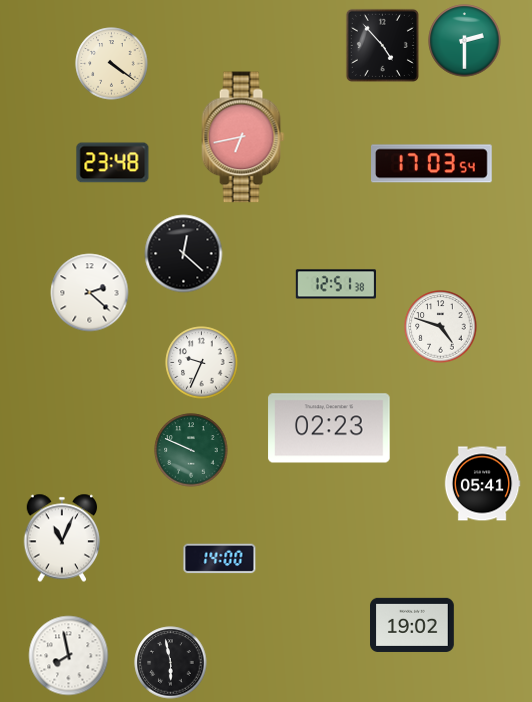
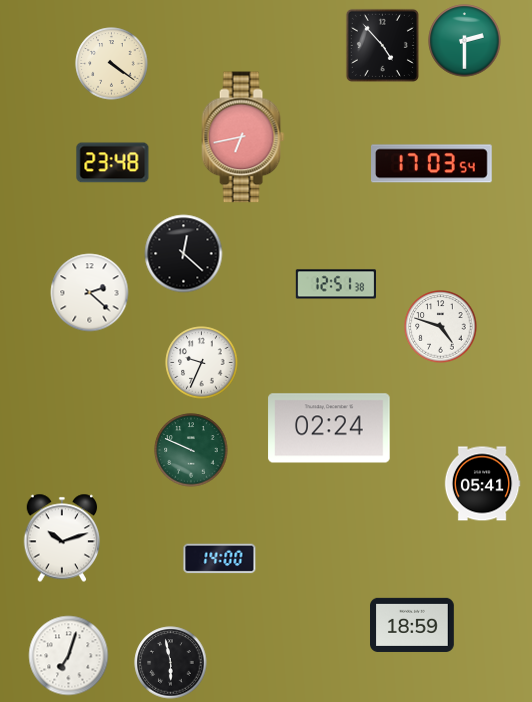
clock at (329, 428): 02:23 -> 02:24
clock at (62, 538): 11:04 -> 10:12
clock at (412, 625): 19:02 -> 18:59
clock at (69, 656): 7:58 -> 7:03
